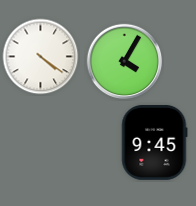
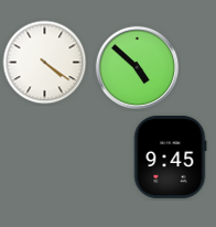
clock at (125, 62): 4:05 -> 4:52
